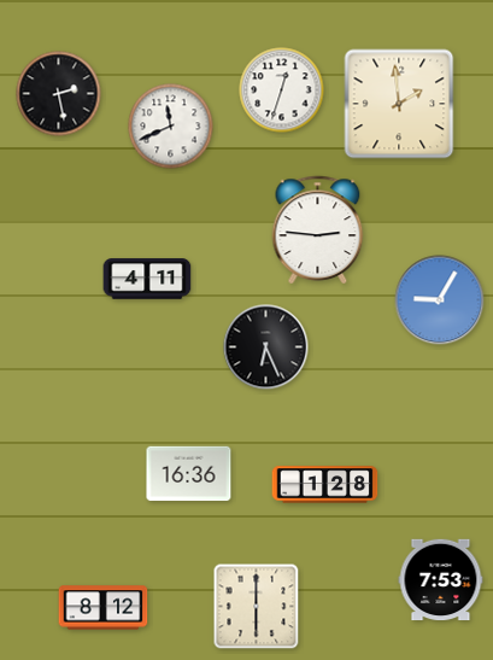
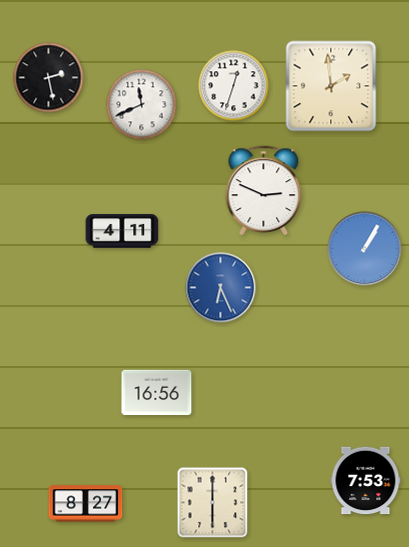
clock at (282, 90) position: (282, 90) -> (234, 86)
clock at (318, 229): 2:46 -> 2:49
clock at (440, 300): 9:05 -> 1:05
clock at (266, 347) dial: black -> blue
clock at (189, 474): 16:36 -> 16:56
clock at (325, 485): 1:28 -> none
clock at (104, 608): 8:12 -> 8:27
